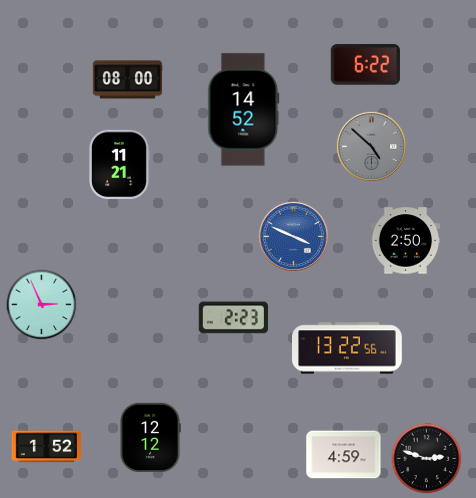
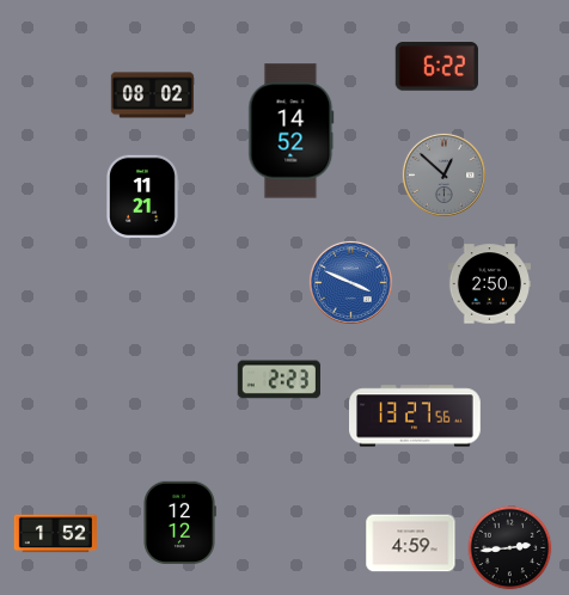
clock at (365, 65) position: (365, 65) -> (436, 67)
clock at (128, 80): 08:00 -> 08:02
clock at (371, 146): 4:52 -> 12:52
clock at (405, 241) position: (405, 241) -> (489, 284)
clock at (42, 305): 2:56 -> none
clock at (348, 348): 13:22 -> 13:27
clock at (427, 459): 2:48 -> 2:44
